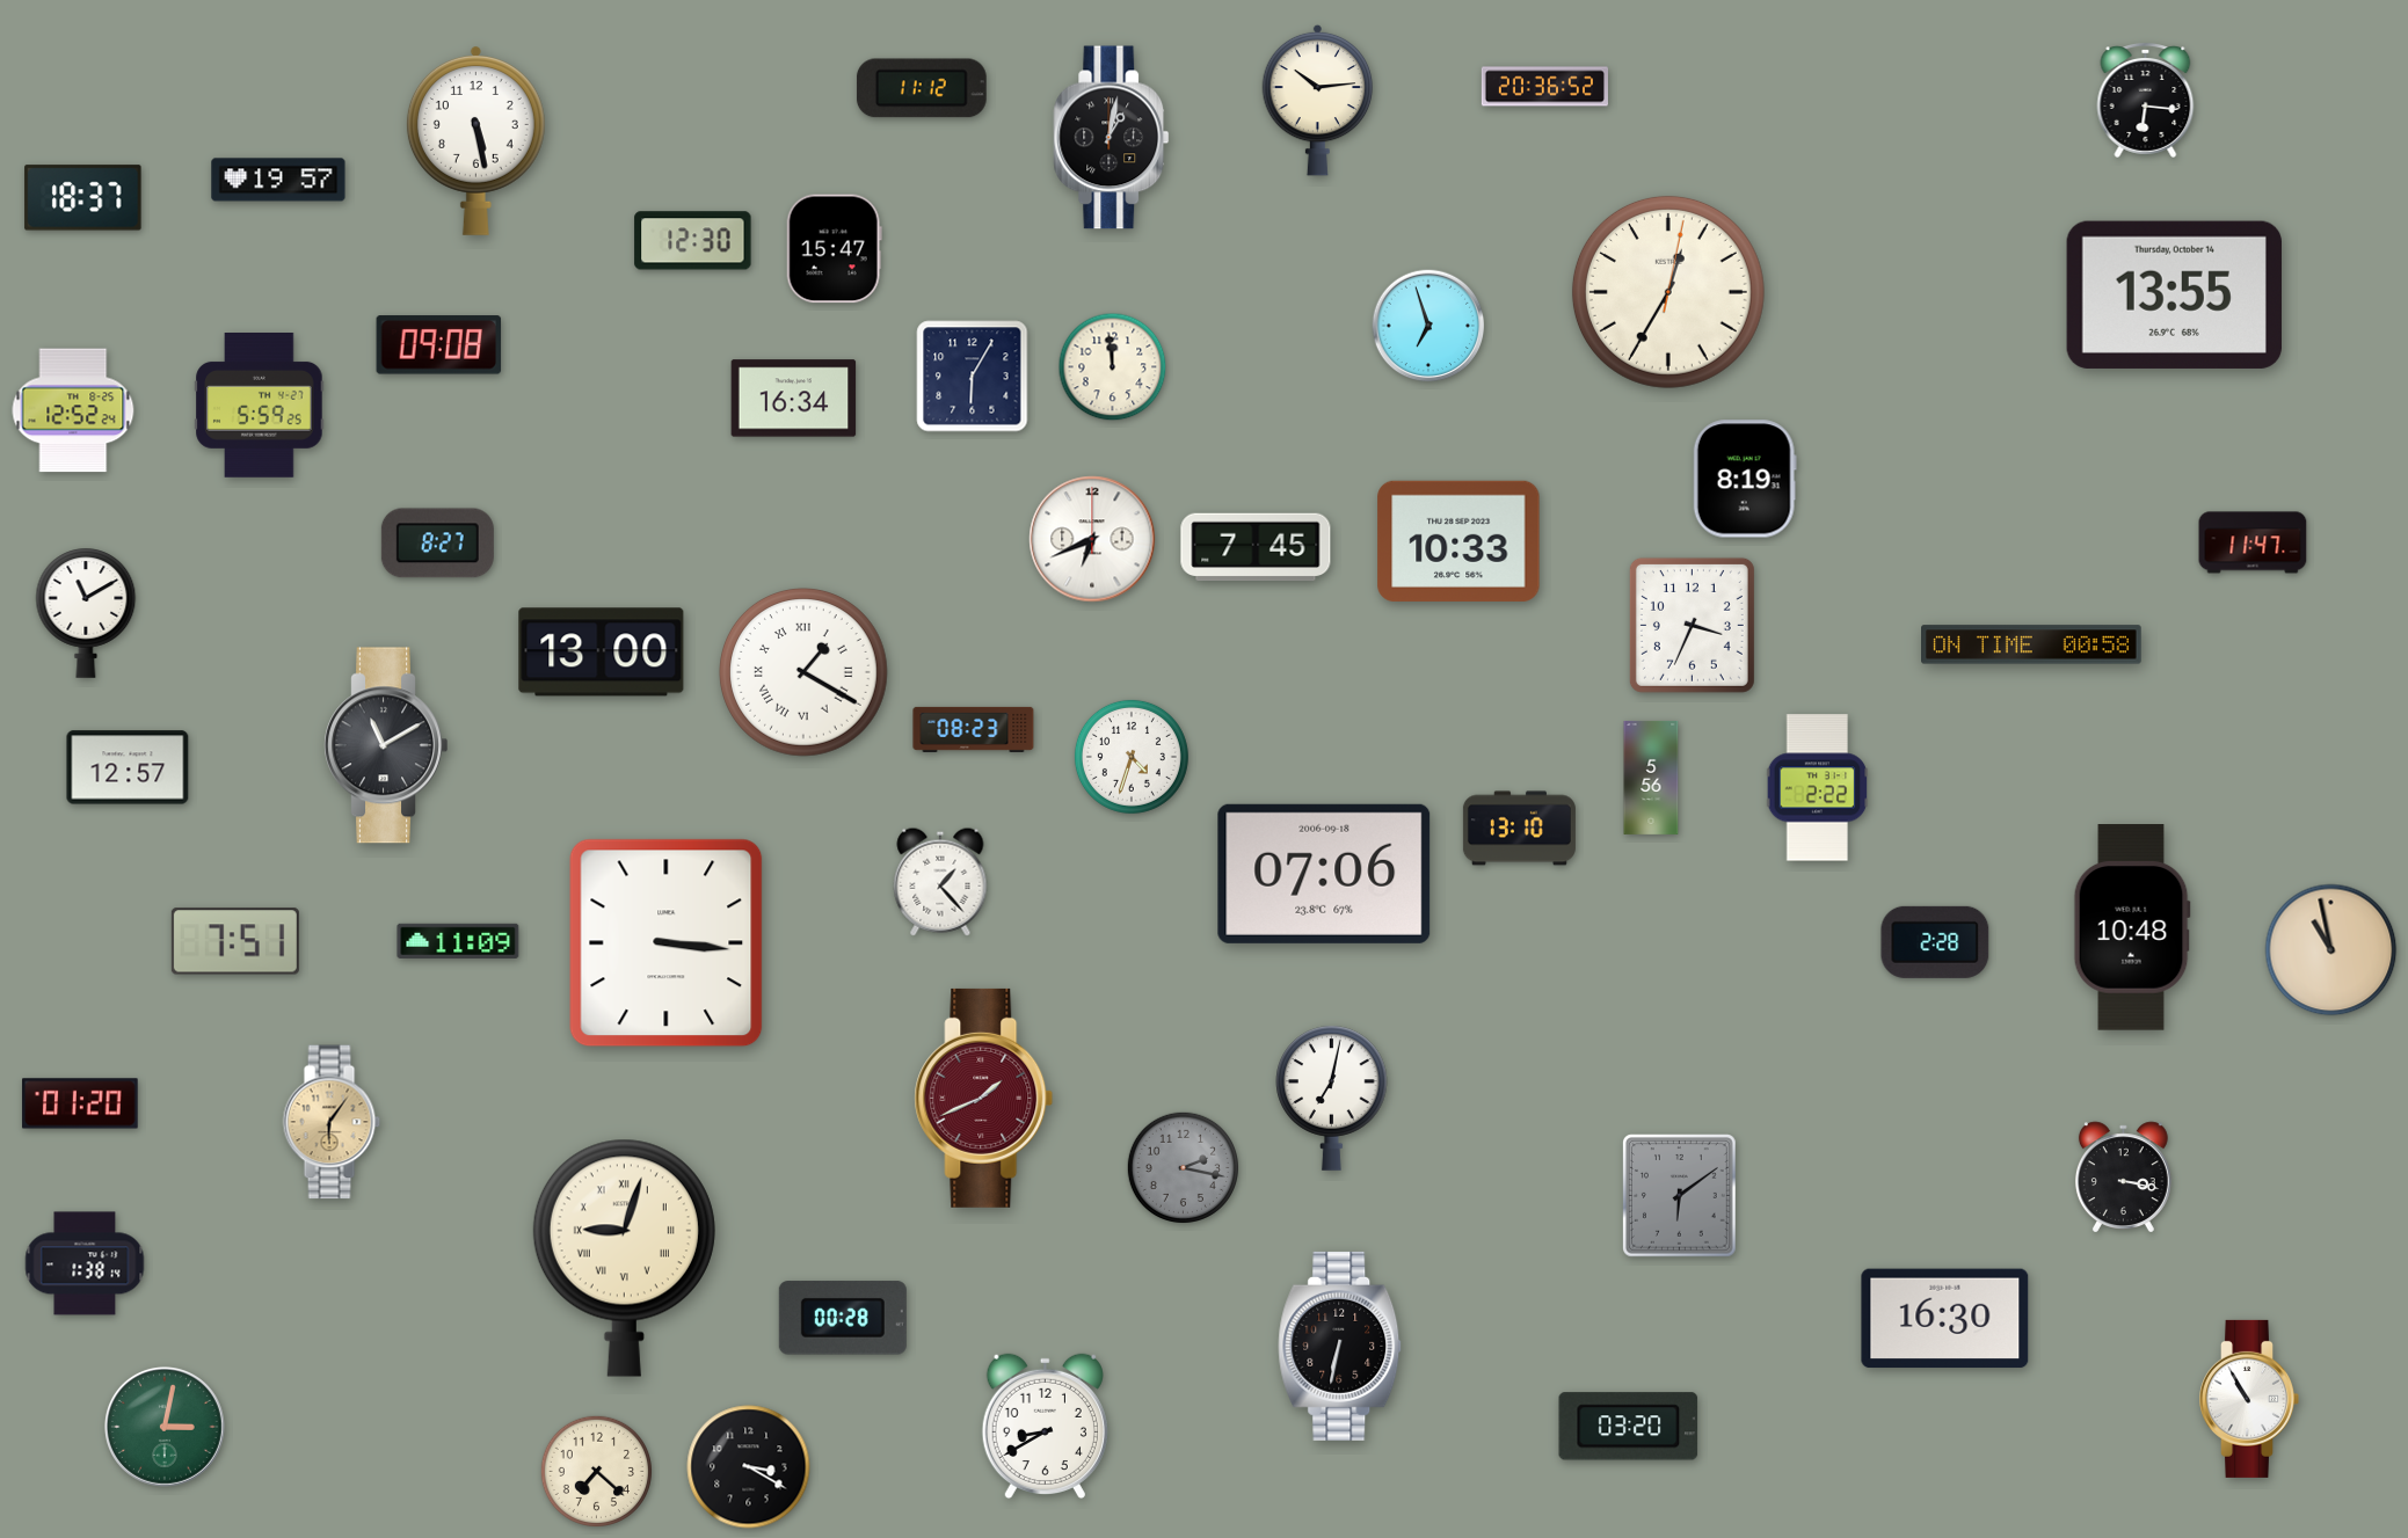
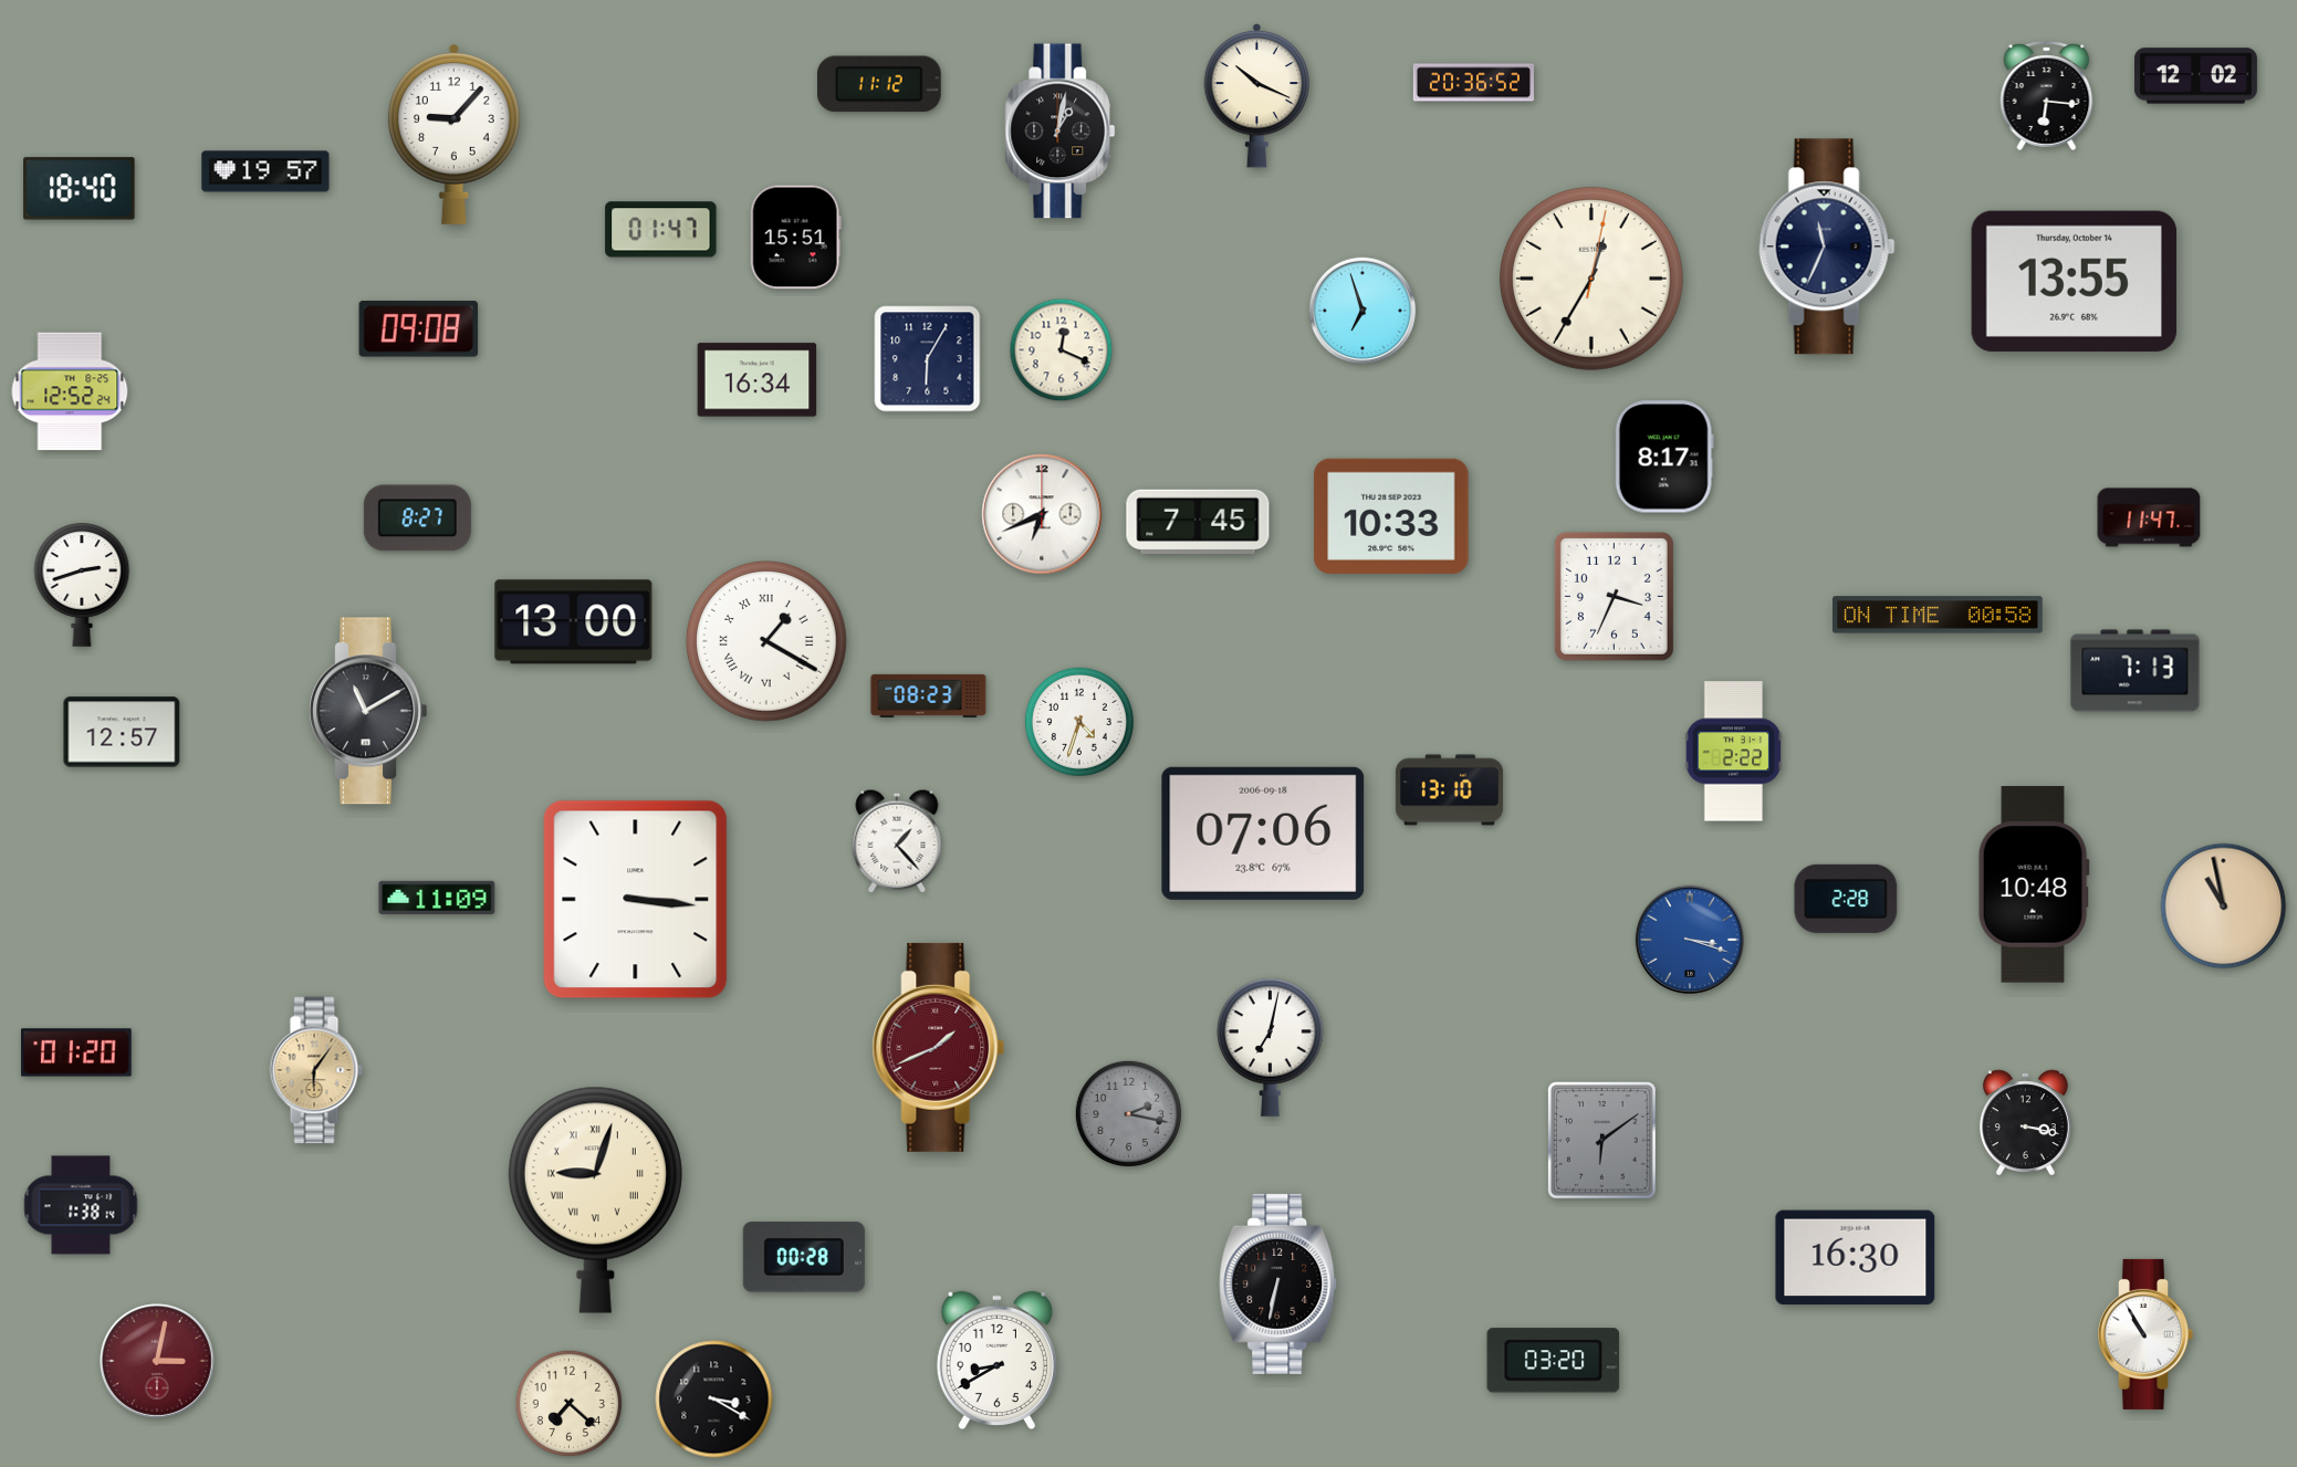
clock at (2195, 76): none -> 12:02
clock at (1318, 100): 10:14 -> 10:19
clock at (475, 140): 5:28 -> 9:07
clock at (83, 198): 18:37 -> 18:40
clock at (693, 241): 12:30 -> 01:47
clock at (834, 249): 15:47 -> 15:51
clock at (1827, 247): none -> 11:34
clock at (1113, 367): 11:59 -> 12:19
clock at (260, 406): 5:59 -> none
clock at (1745, 479): 8:19 -> 8:17
clock at (86, 613): 11:10 -> 2:42
clock at (2136, 671): none -> 7:13
clock at (1651, 778): 5:56 -> none
clock at (235, 941): 7:51 -> none
clock at (1690, 940): none -> 3:18
clock at (165, 1427) dial: green -> burgundy
